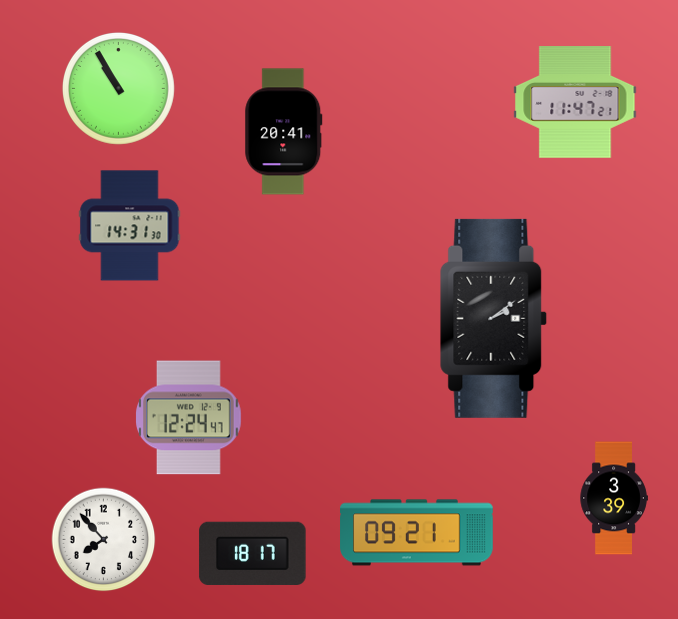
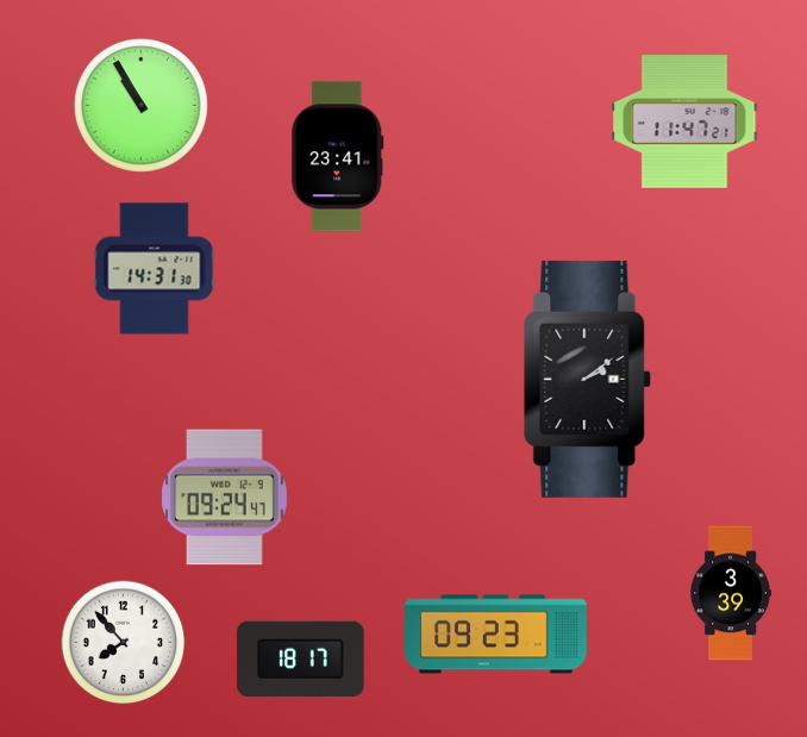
clock at (284, 132): 20:41 -> 23:41
clock at (189, 418): 12:24 -> 09:24
clock at (417, 533): 09:21 -> 09:23
